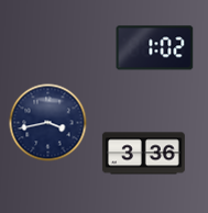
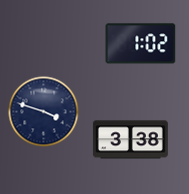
clock at (48, 123): 3:43 -> 3:48
clock at (143, 154): 3:36 -> 3:38
